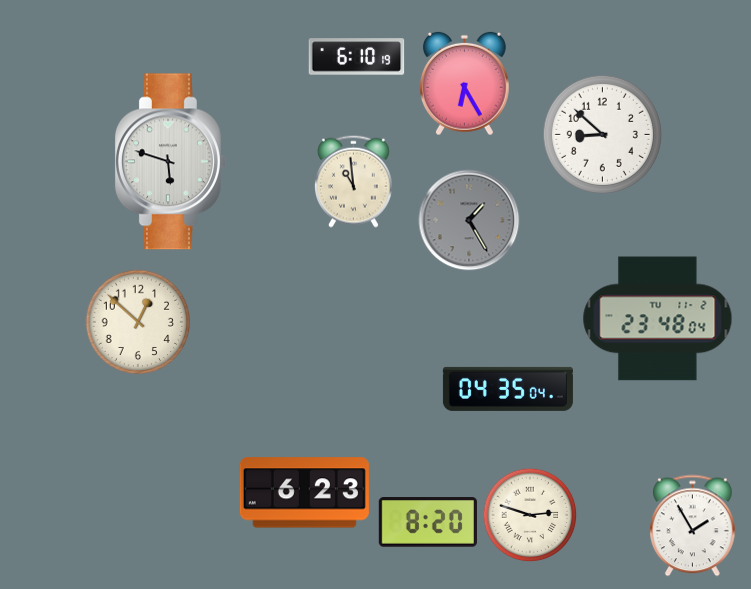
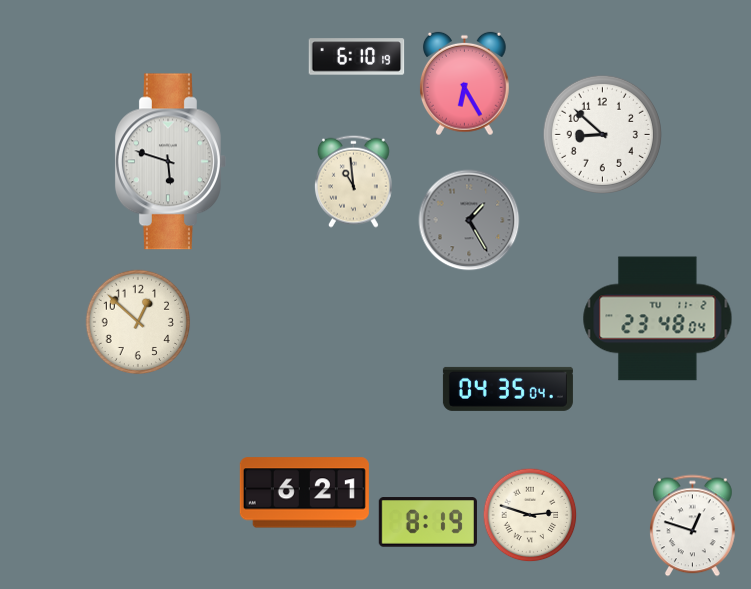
clock at (304, 493): 6:23 -> 6:21
clock at (428, 522): 8:20 -> 8:19
clock at (693, 526): 1:55 -> 12:48
